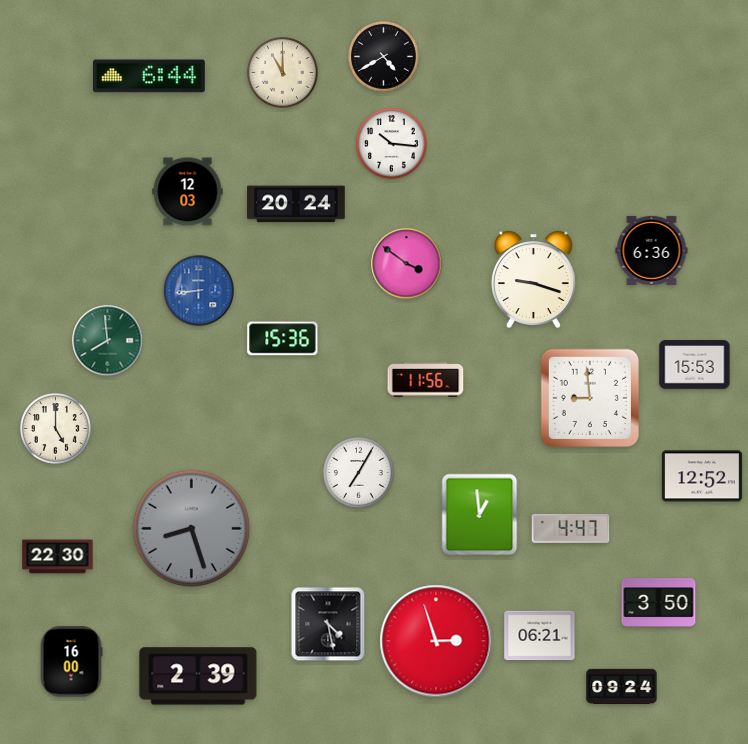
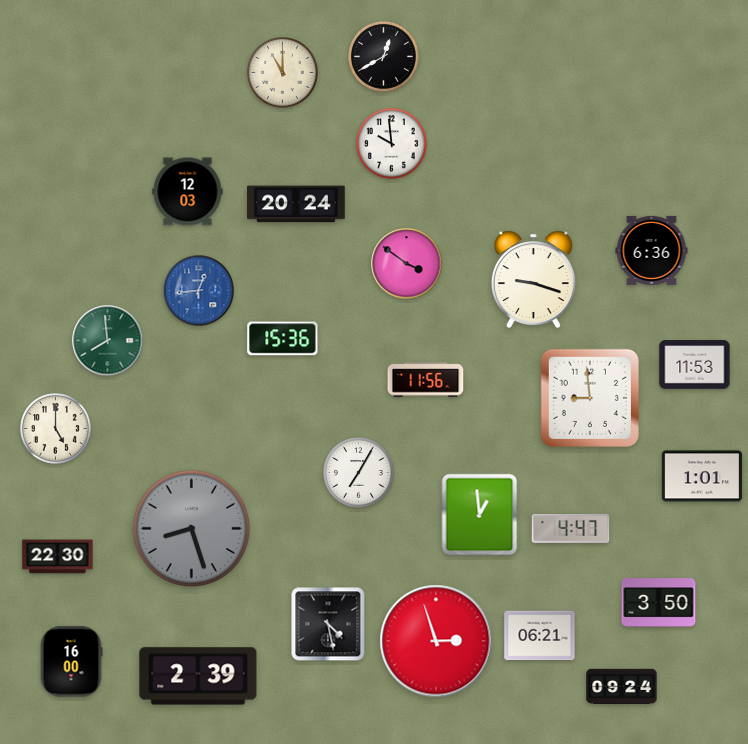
clock at (384, 57): 4:40 -> 12:40
clock at (149, 76): 6:44 -> none
clock at (392, 144): 10:16 -> 9:59
clock at (199, 291): 8:44 -> 12:44
clock at (695, 365): 15:53 -> 11:53
clock at (702, 476): 12:52 -> 1:01
